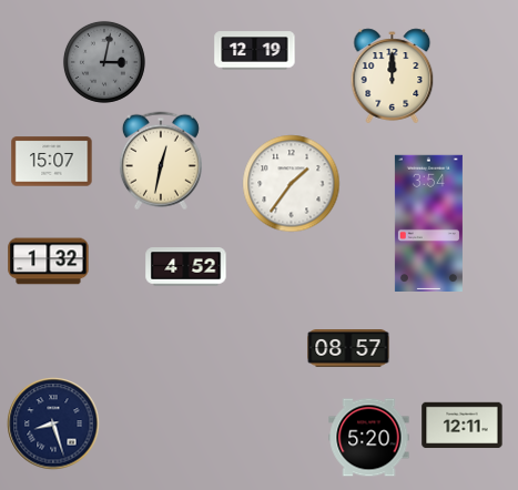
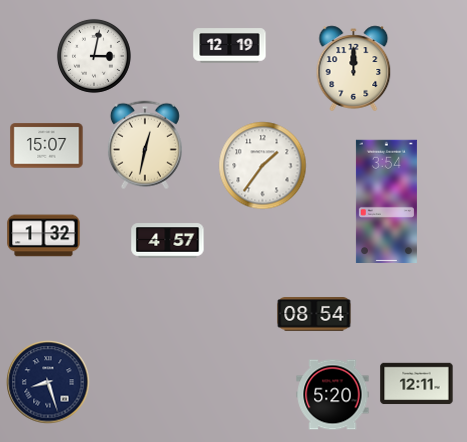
clock at (104, 62) dial: grey -> white
clock at (186, 267): 4:52 -> 4:57
clock at (348, 349): 08:57 -> 08:54
